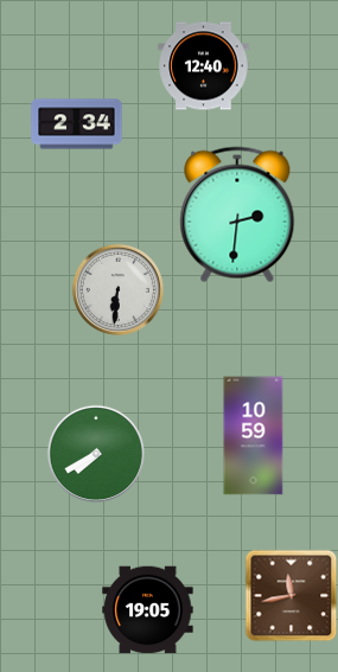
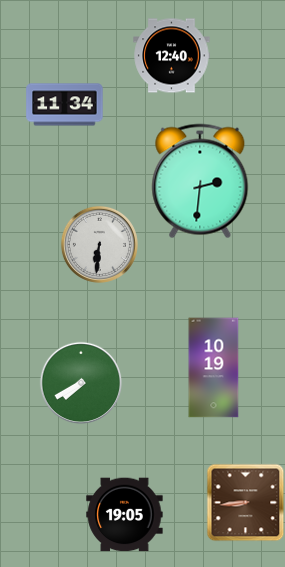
clock at (77, 124): 2:34 -> 11:34
clock at (254, 436): 10:59 -> 10:19
clock at (291, 595): 11:43 -> 8:44
